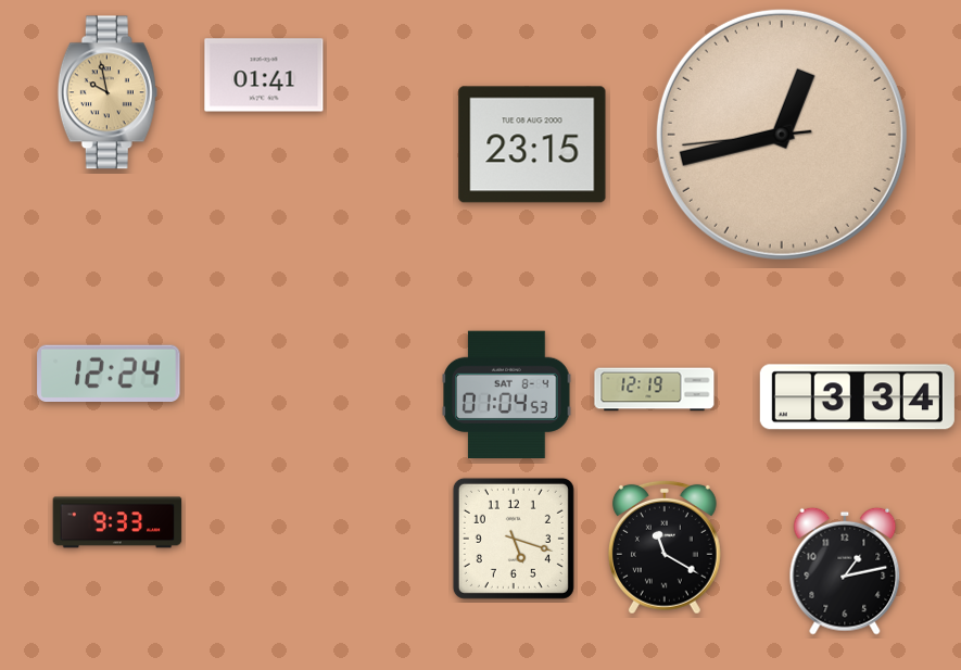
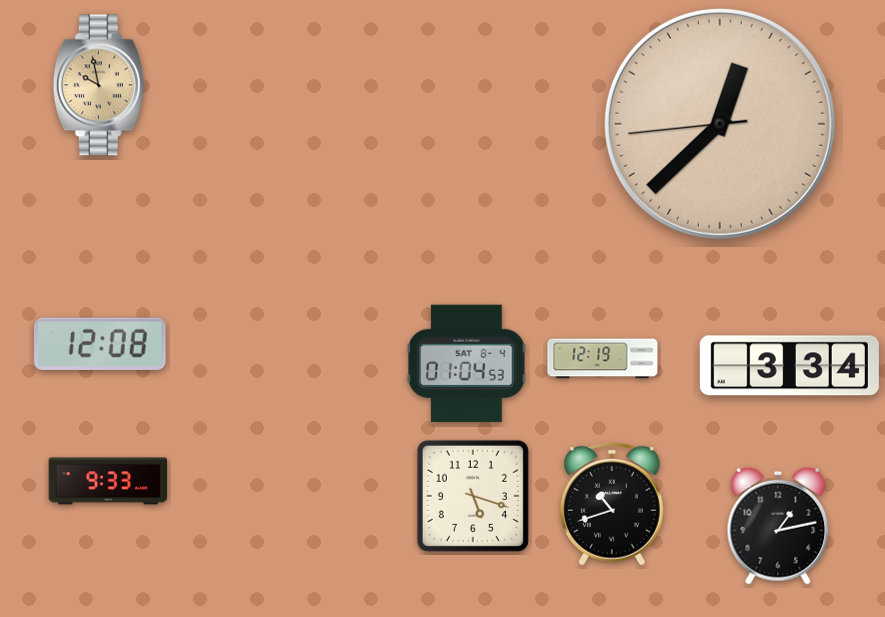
clock at (264, 75): 01:41 -> none
clock at (782, 135): 12:42 -> 12:37
clock at (532, 144): 23:15 -> none
clock at (109, 374): 12:24 -> 12:08
clock at (665, 547): 11:20 -> 10:42
